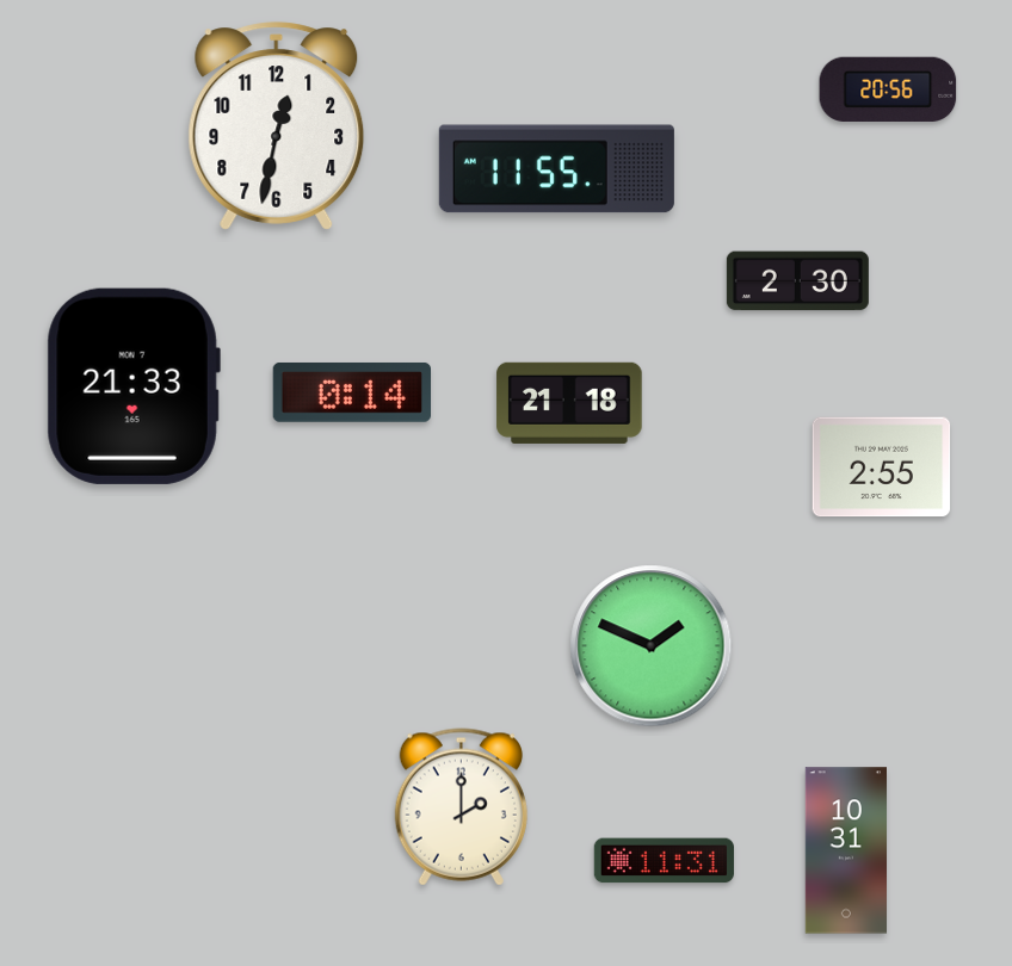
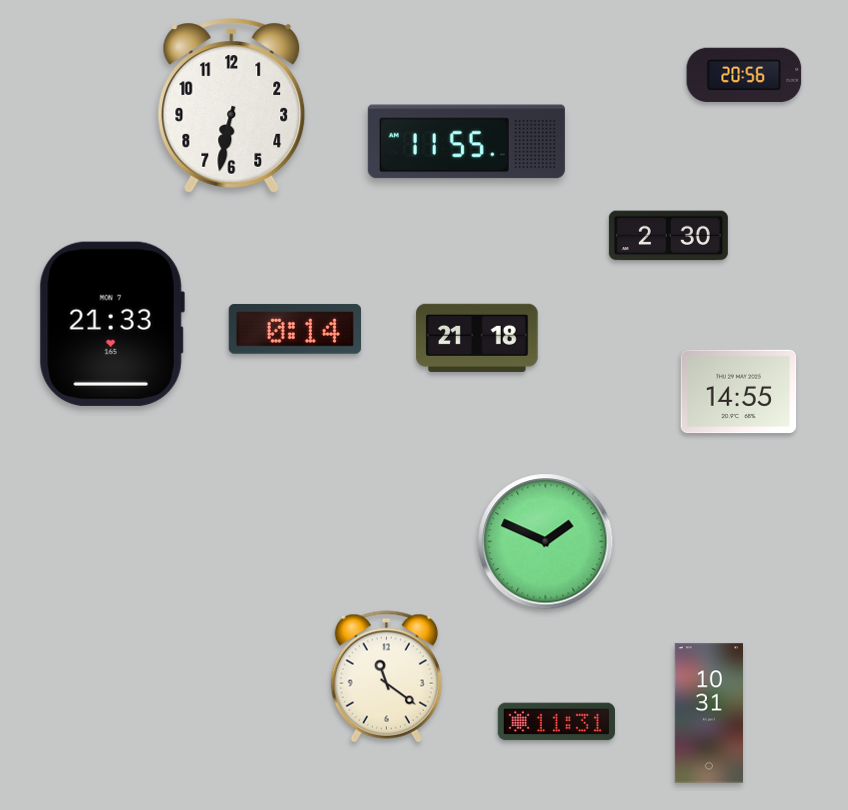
clock at (277, 126): 12:32 -> 6:32
clock at (882, 467): 2:55 -> 14:55
clock at (461, 807): 2:00 -> 11:21
